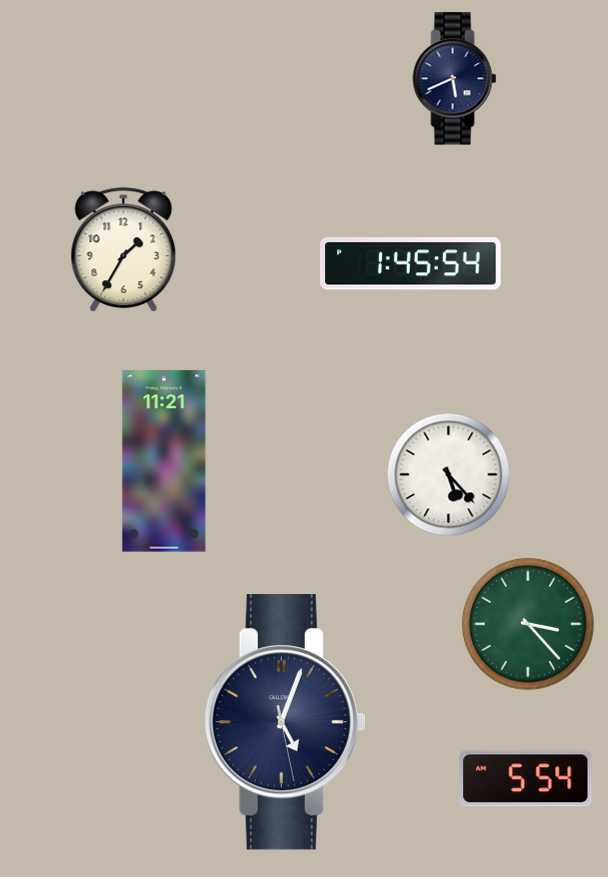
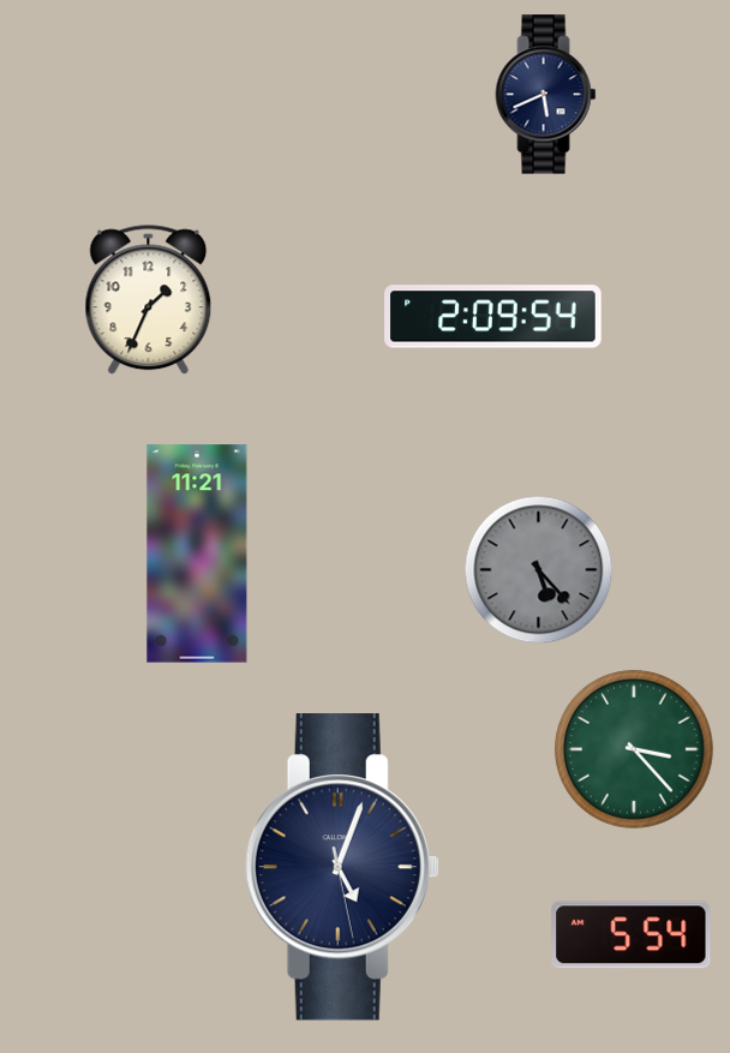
clock at (124, 250): 1:35 -> 1:34
clock at (411, 264): 1:45 -> 2:09
clock at (449, 475) dial: white -> grey
